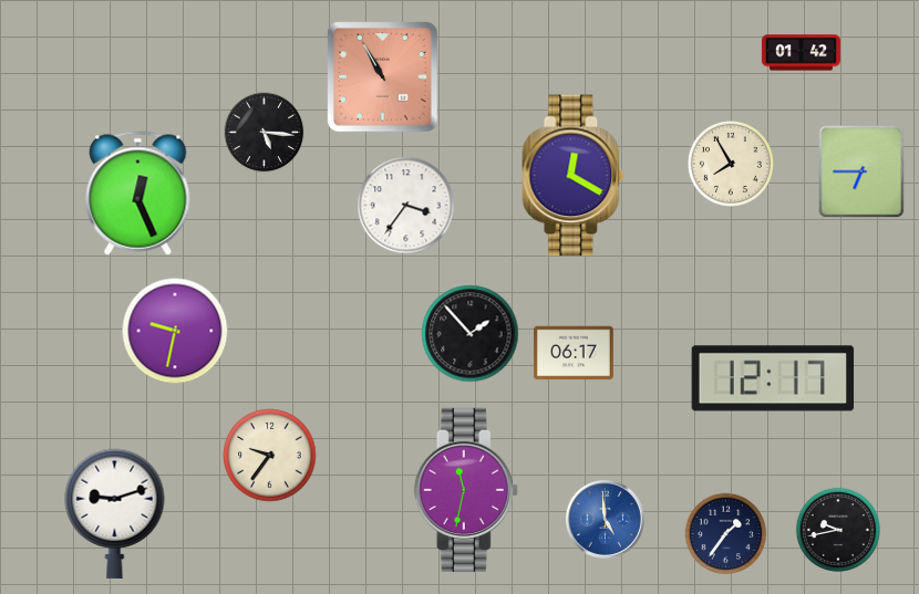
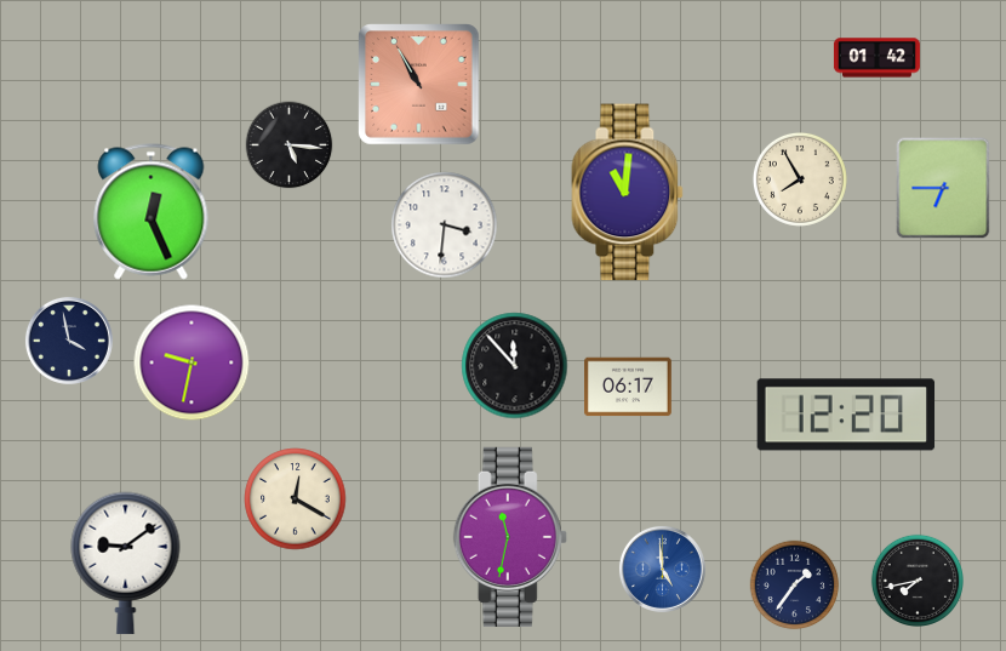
clock at (574, 176): 12:20 -> 11:01
clock at (406, 206): 3:36 -> 3:31
clock at (69, 341): none -> 3:58
clock at (471, 334): 1:53 -> 11:53
clock at (773, 378): 12:17 -> 12:20
clock at (270, 456): 9:36 -> 12:20
clock at (115, 513): 9:12 -> 9:09
clock at (838, 530): 9:43 -> 7:43
